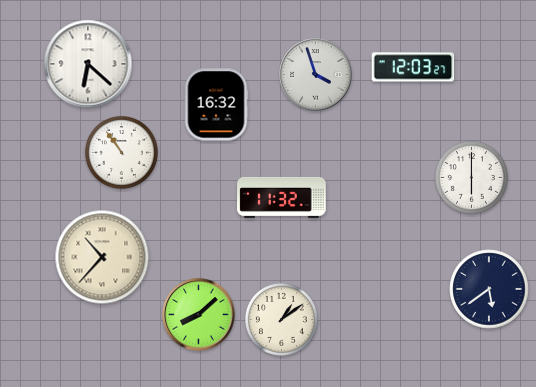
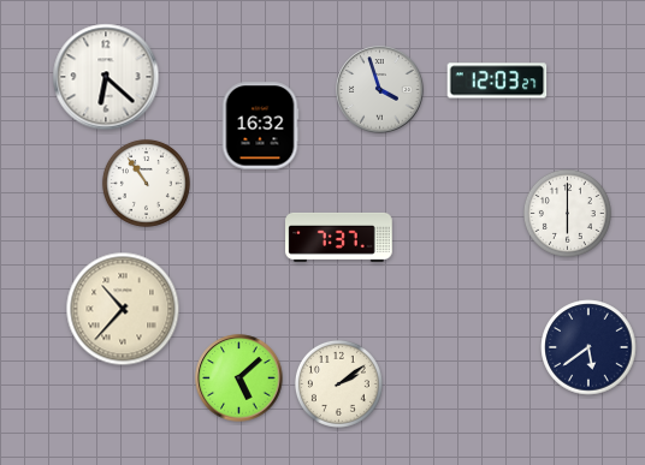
clock at (282, 197): 11:32 -> 7:37
clock at (199, 315): 8:08 -> 5:08
clock at (281, 319): 1:09 -> 2:09
